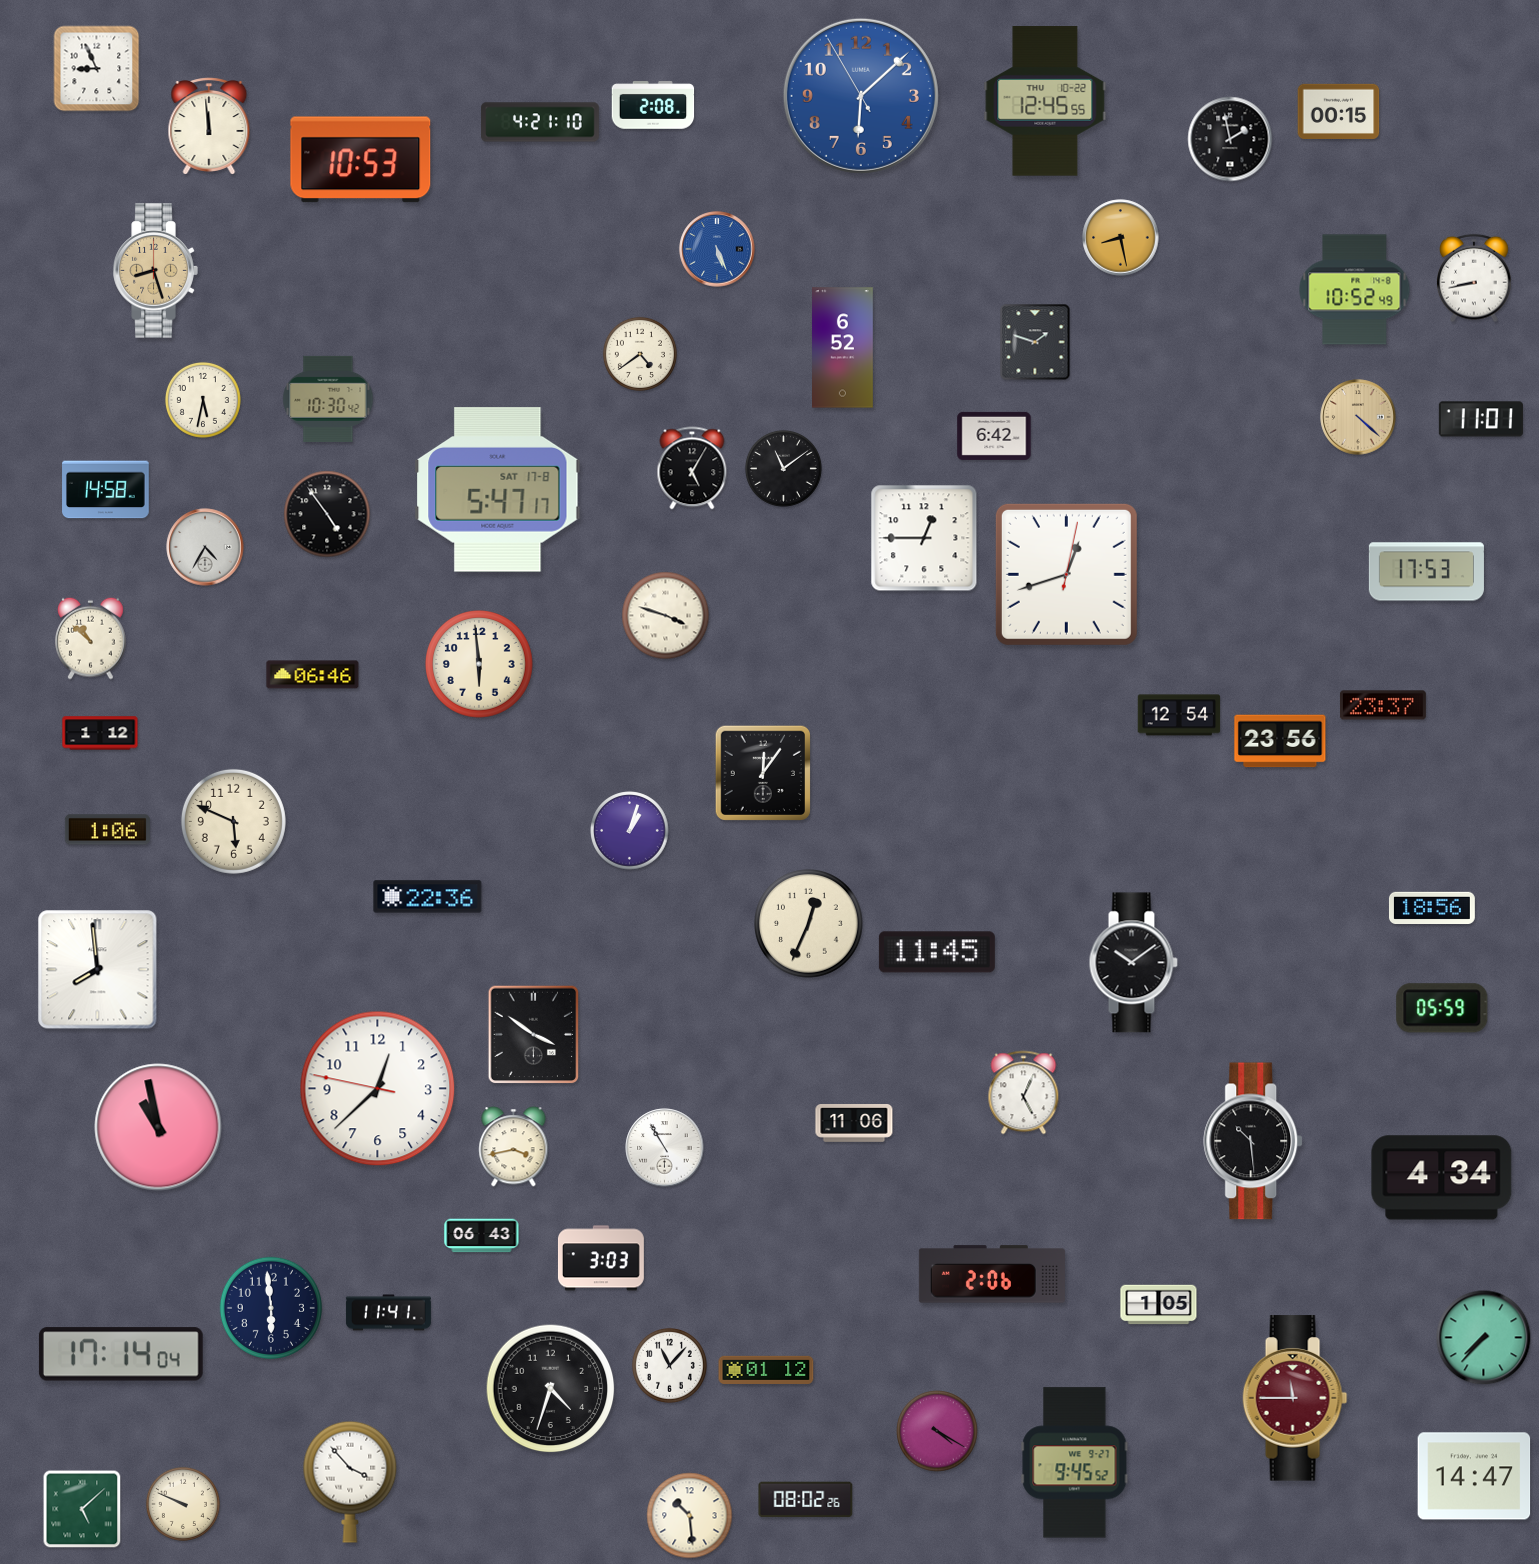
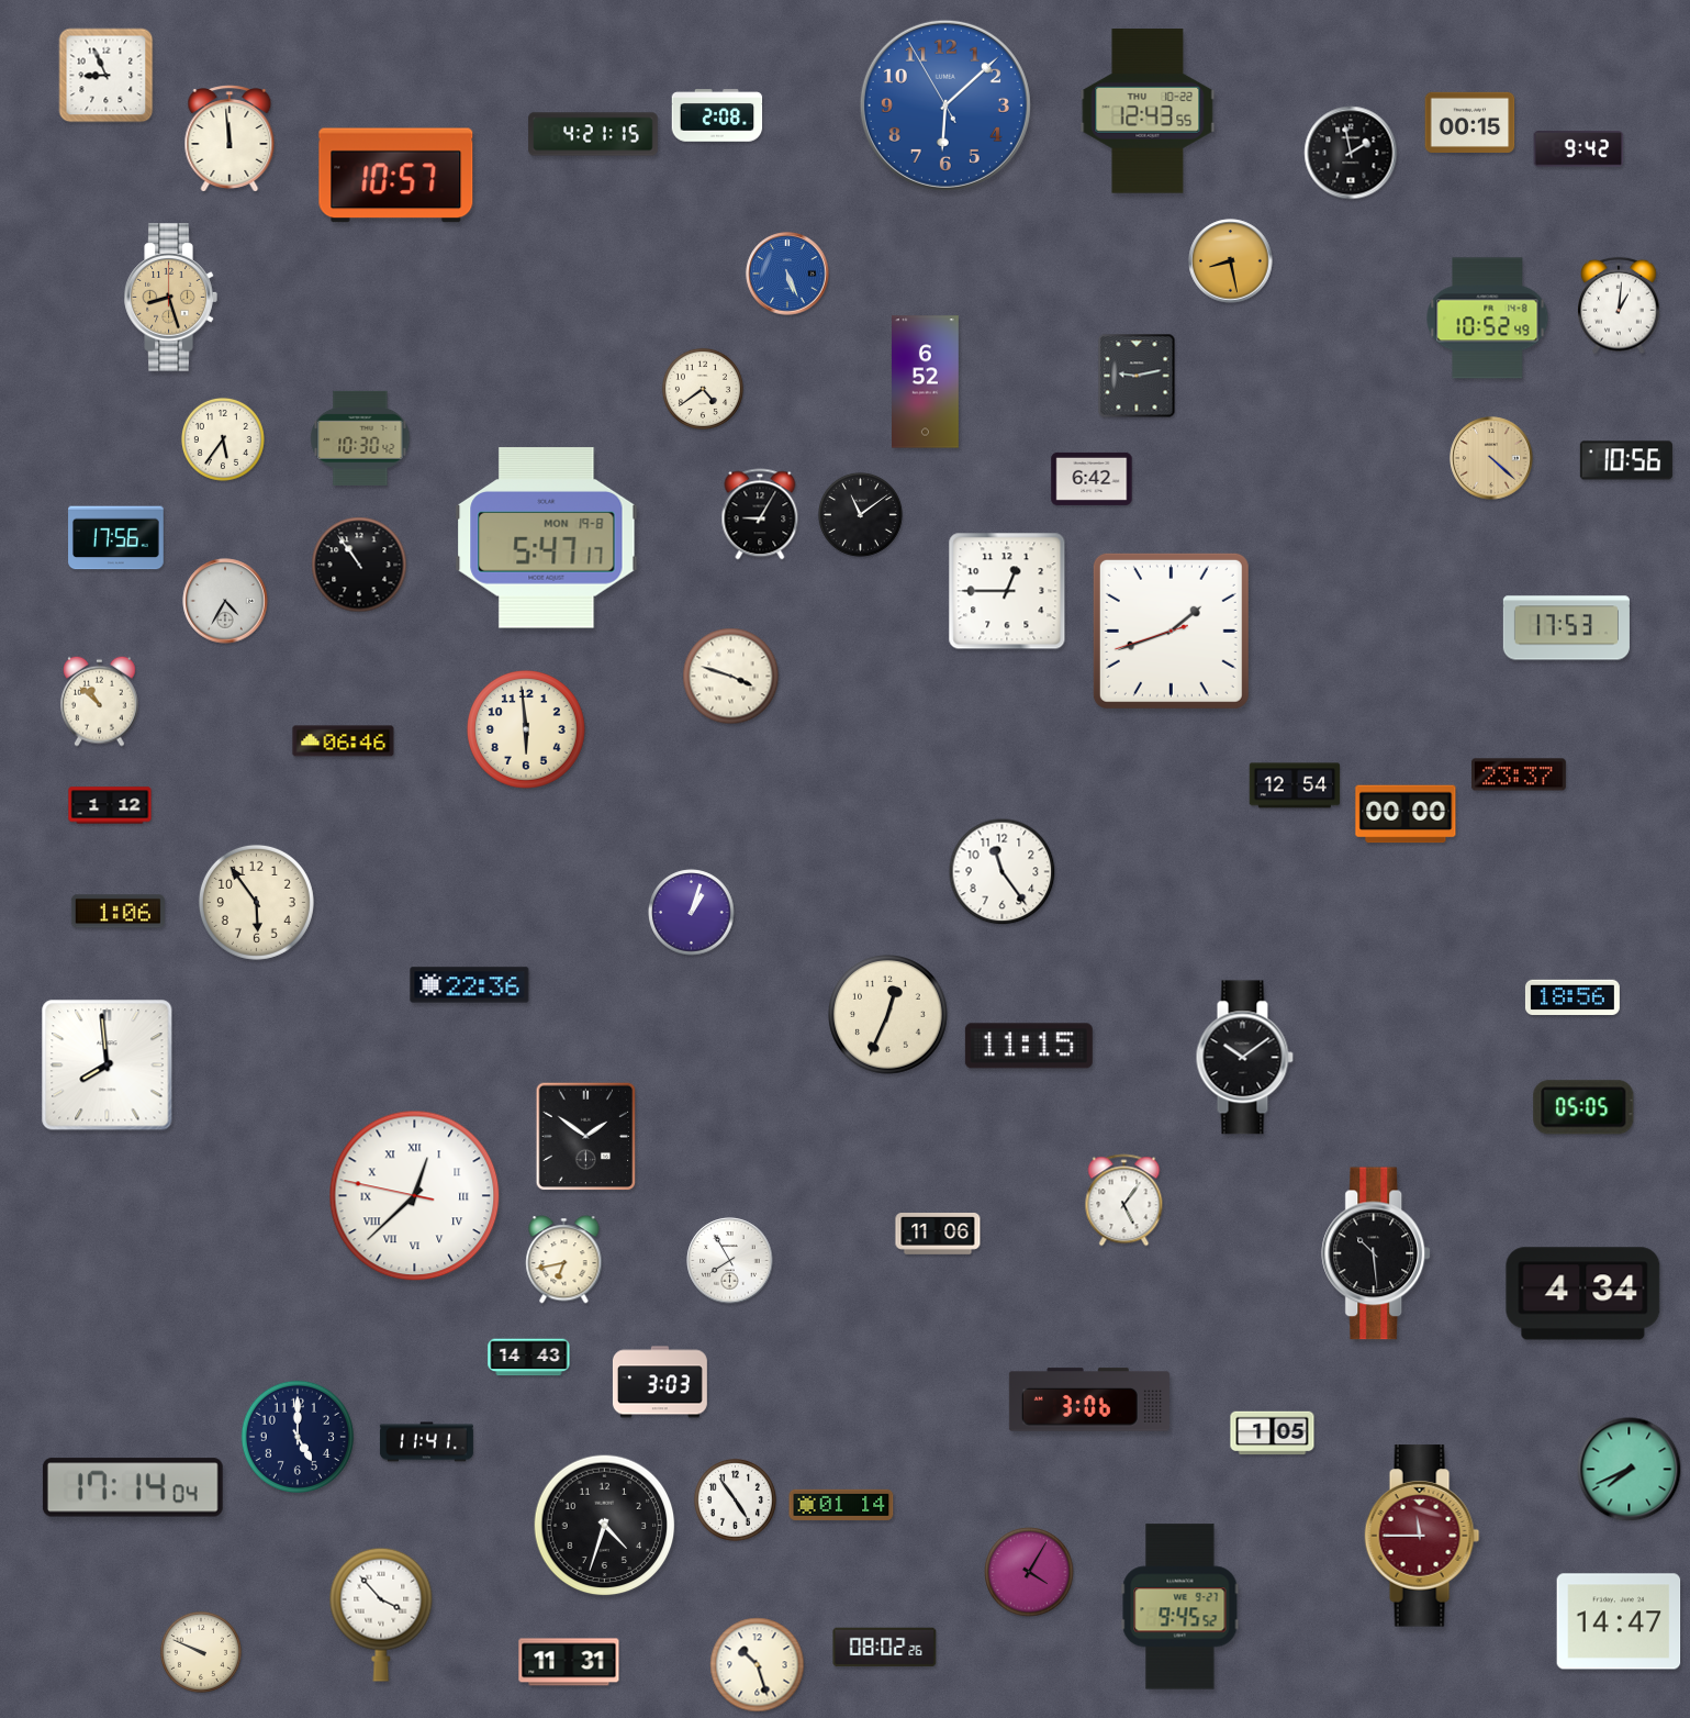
clock at (1045, 101): 12:45 -> 12:43
clock at (540, 122): 4:21:10 -> 4:21:15
clock at (1579, 149): none -> 9:42
clock at (361, 160): 10:53 -> 10:57
clock at (1474, 278): 8:43 -> 1:01
clock at (1035, 342): 1:48 -> 9:13
clock at (203, 400): 5:32 -> 5:36
clock at (1481, 419): 11:01 -> 10:56
clock at (692, 468): 5:05 -> 9:05
clock at (106, 490): 14:58 -> 17:56
clock at (498, 490) date: SAT 17-8 -> MON 19-8
clock at (327, 514): 4:54 -> 10:54
clock at (924, 538) position: (924, 538) -> (1007, 591)
clock at (1066, 574): 12:42 -> 1:41
clock at (1280, 741): 23:56 -> 00:00
clock at (762, 772): 12:06 -> none
clock at (1003, 872): none -> 11:24
clock at (233, 821): 5:49 -> 5:54
clock at (937, 952): 11:45 -> 11:15
clock at (1442, 1008): 05:59 -> 05:05
clock at (534, 1035): 3:51 -> 1:51
clock at (378, 1089) numerals: Arabic -> Roman
clock at (1024, 1093): 5:04 -> 5:06
clock at (158, 1127): 10:58 -> none
clock at (514, 1147): 3:43 -> 6:43
clock at (665, 1148): 10:55 -> 7:55
clock at (482, 1236): 06:43 -> 14:43
clock at (992, 1274): 2:06 -> 3:06
clock at (271, 1308): 5:59 -> 5:00
clock at (1484, 1338): 7:37 -> 7:41
clock at (669, 1365): 11:07 -> 4:54
clock at (766, 1370): 01:12 -> 01:14
clock at (937, 1431): 4:20 -> 4:05
clock at (350, 1482) position: (350, 1482) -> (381, 1615)
clock at (82, 1509): 5:08 -> none
clock at (569, 1662): none -> 11:31
clock at (690, 1516): 10:29 -> 10:27
